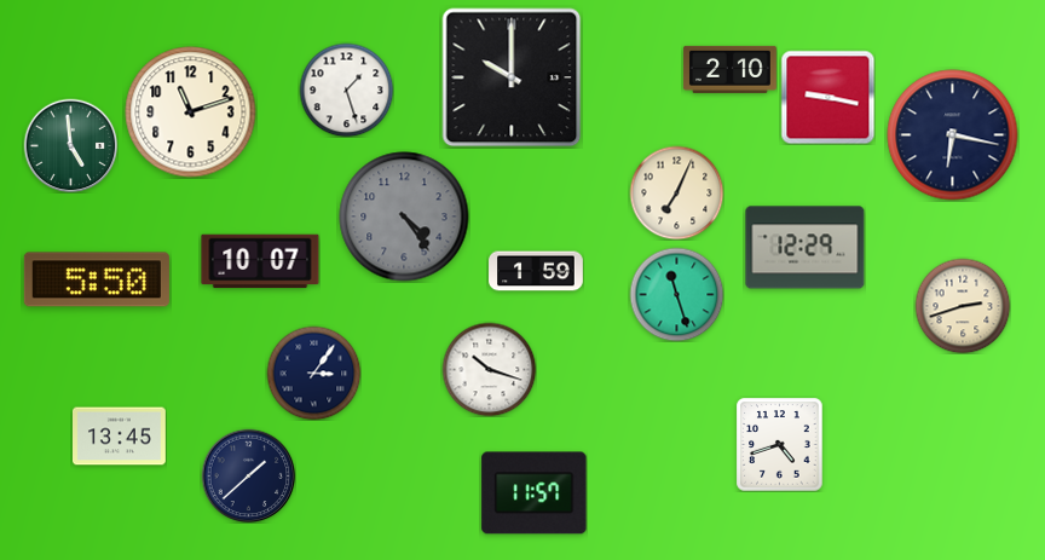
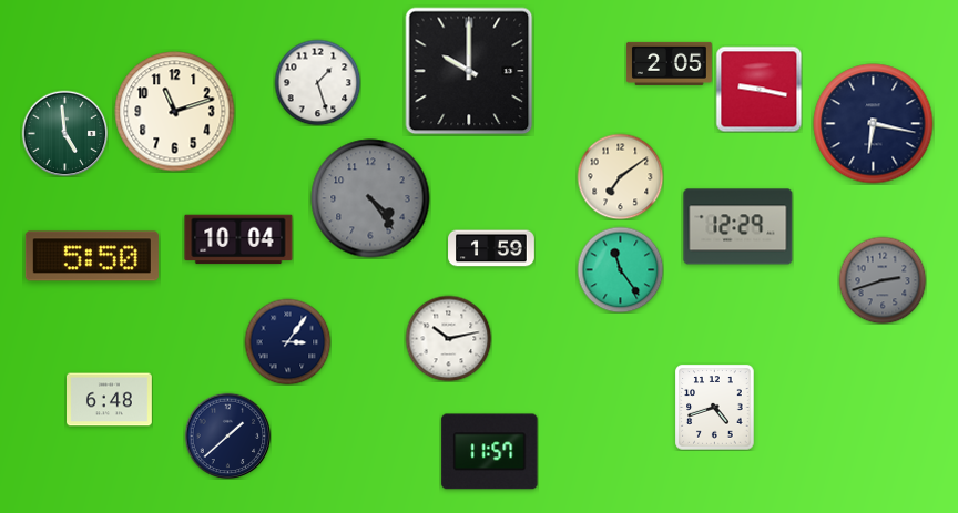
clock at (729, 69): 2:10 -> 2:05
clock at (191, 112) position: (191, 112) -> (175, 112)
clock at (676, 192): 7:04 -> 7:09
clock at (260, 261): 10:07 -> 10:04
clock at (97, 279) position: (97, 279) -> (92, 256)
clock at (676, 294): 11:27 -> 11:24
clock at (963, 306) dial: cream -> grey
clock at (489, 369): 10:18 -> 10:13
clock at (120, 437): 13:45 -> 6:48
